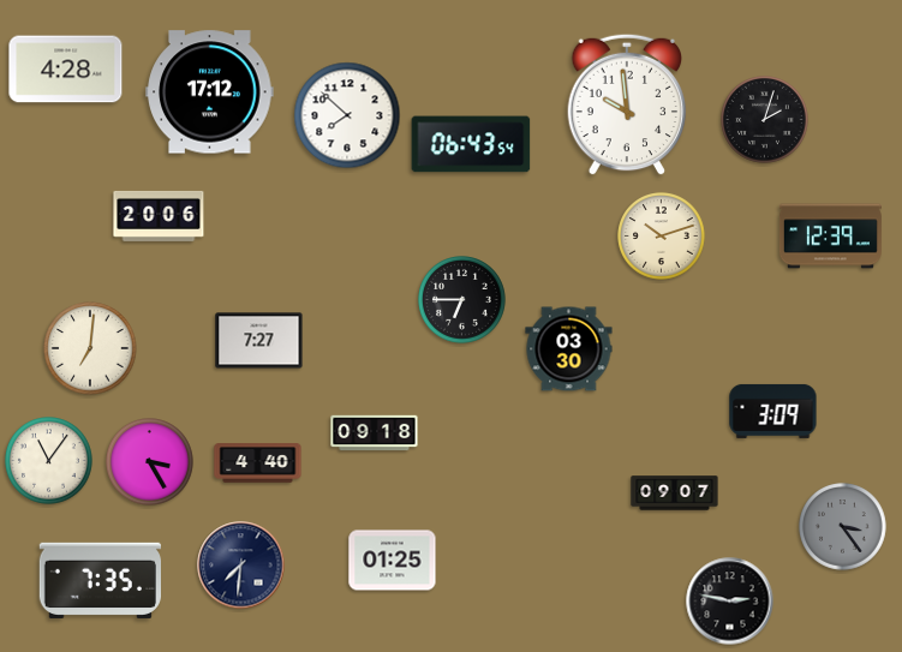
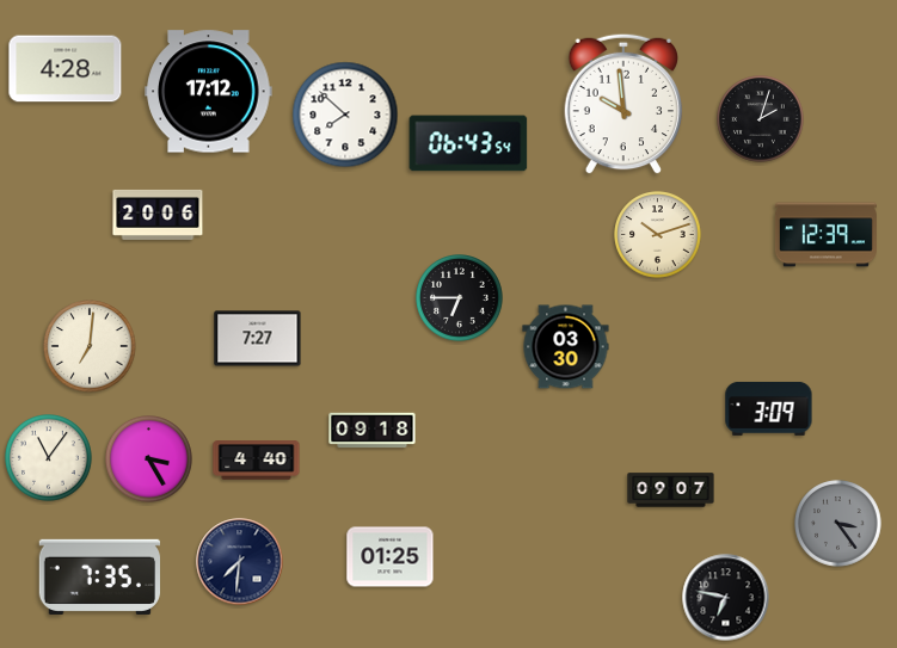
clock at (730, 602): 2:47 -> 6:47
